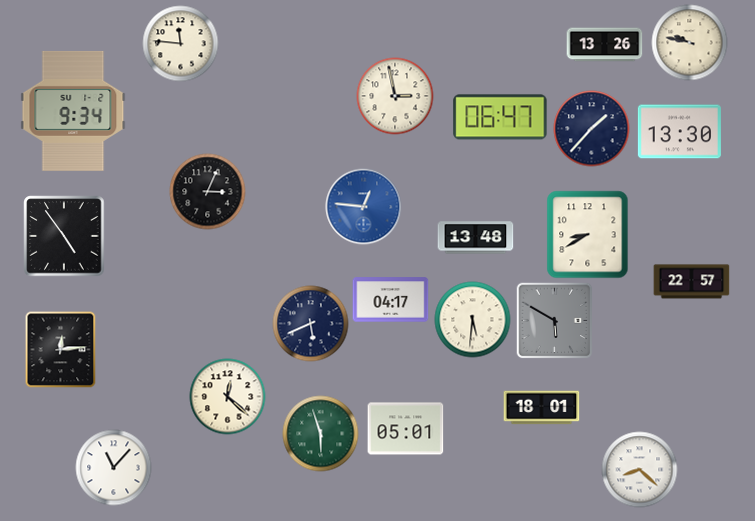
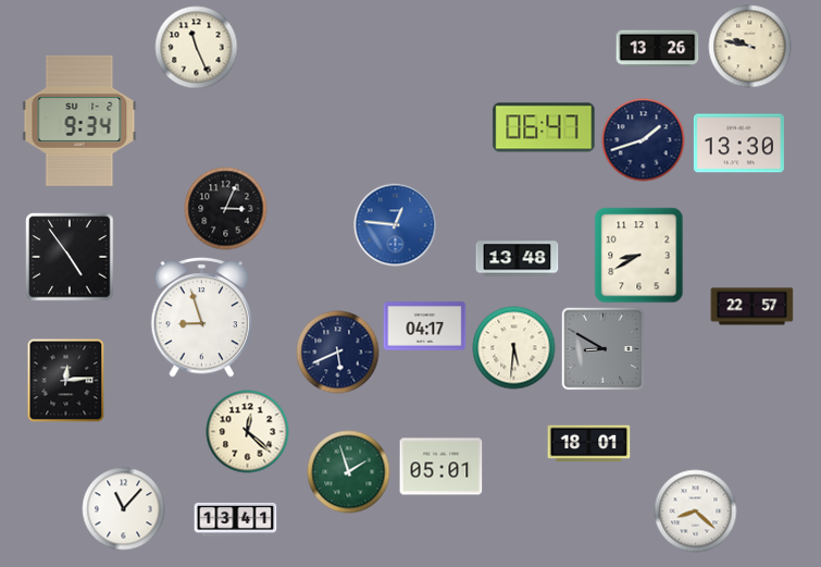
clock at (181, 44): 11:46 -> 11:26
clock at (395, 96): 2:58 -> none
clock at (592, 129): 1:37 -> 1:42
clock at (202, 317): none -> 8:57
clock at (554, 320): 5:50 -> 8:50
clock at (321, 434): 5:57 -> 1:57
clock at (236, 519): none -> 13:41
